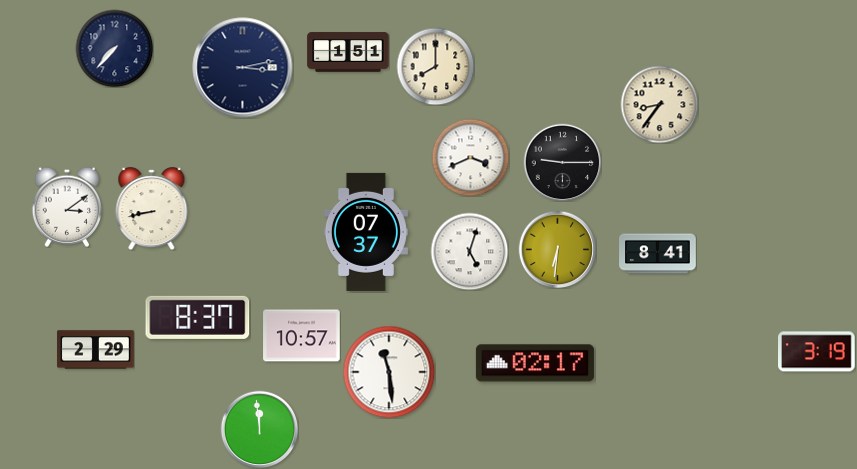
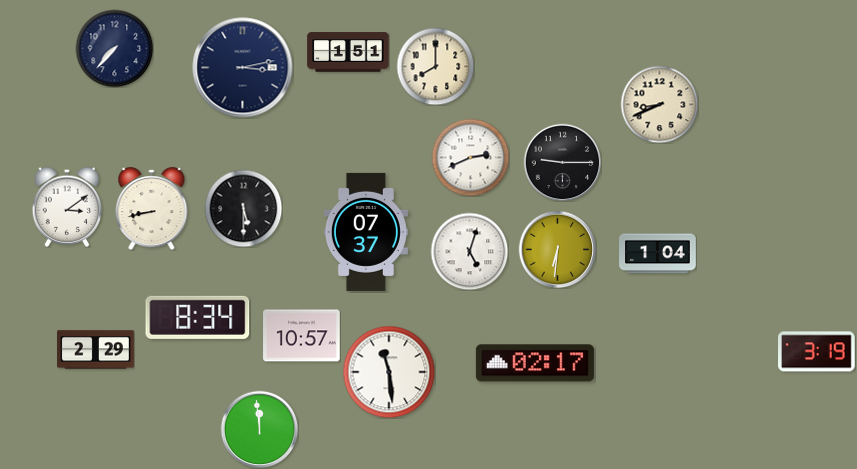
clock at (659, 104): 8:36 -> 8:41
clock at (470, 157): 3:41 -> 2:41
clock at (243, 208): none -> 5:30
clock at (658, 254): 8:41 -> 1:04
clock at (198, 317): 8:37 -> 8:34
